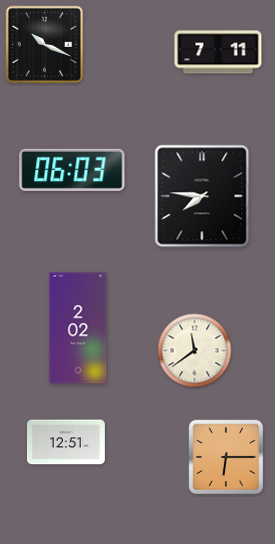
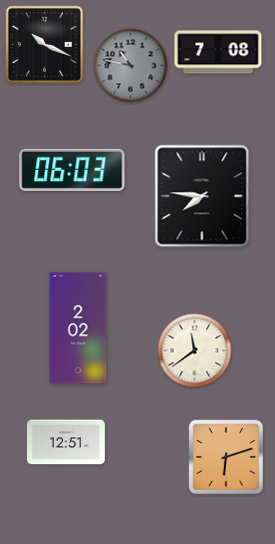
clock at (218, 52): 7:11 -> 7:08
clock at (131, 66): none -> 10:47
clock at (226, 457): 6:15 -> 6:12
